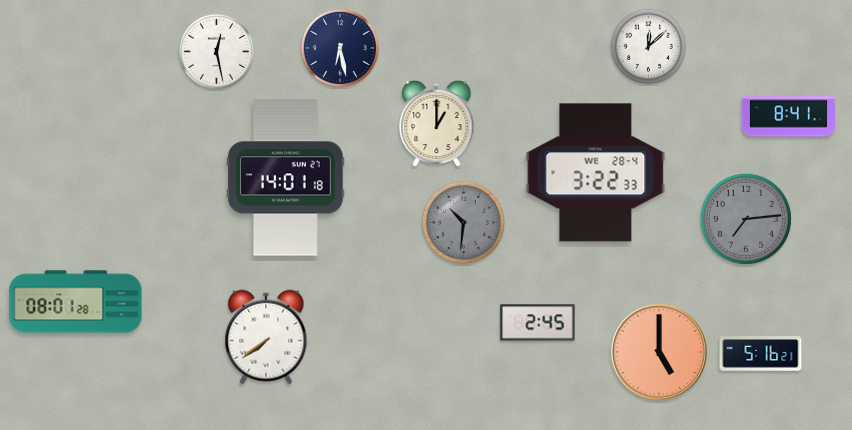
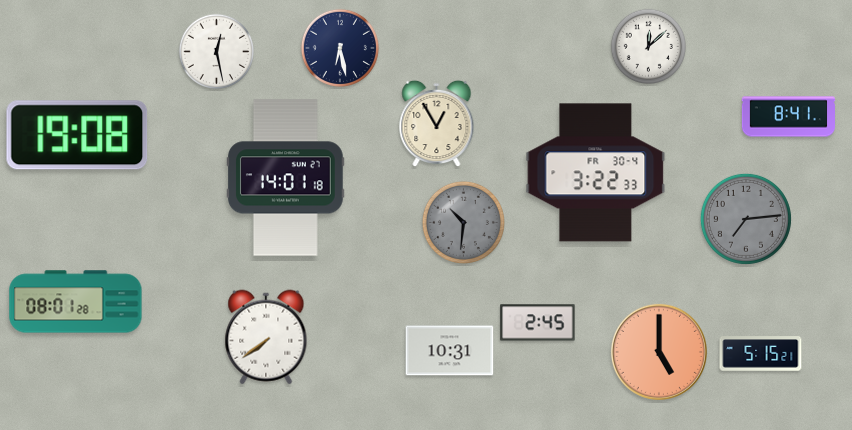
clock at (437, 124): 1:00 -> 12:55
clock at (77, 135): none -> 19:08
clock at (596, 173) date: WE 28-4 -> FR 30-4
clock at (450, 351): none -> 10:31
clock at (761, 354): 5:16 -> 5:15
